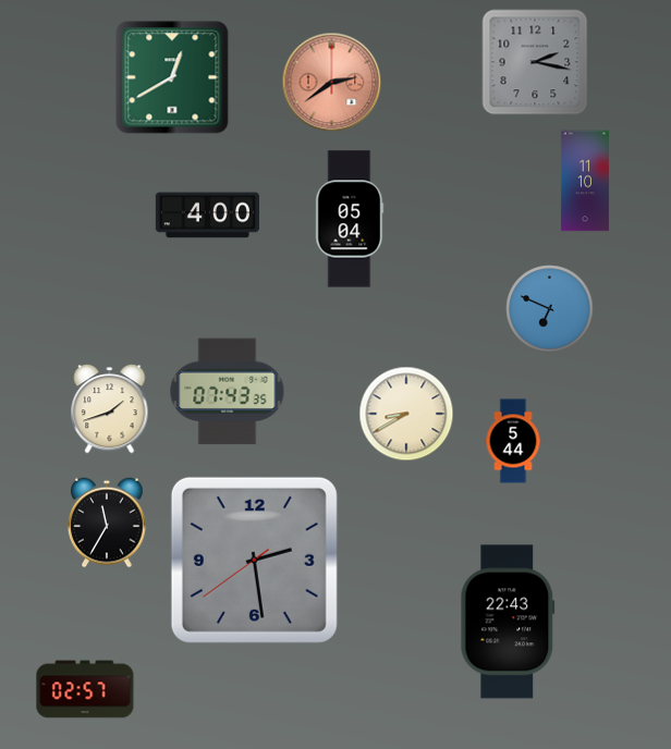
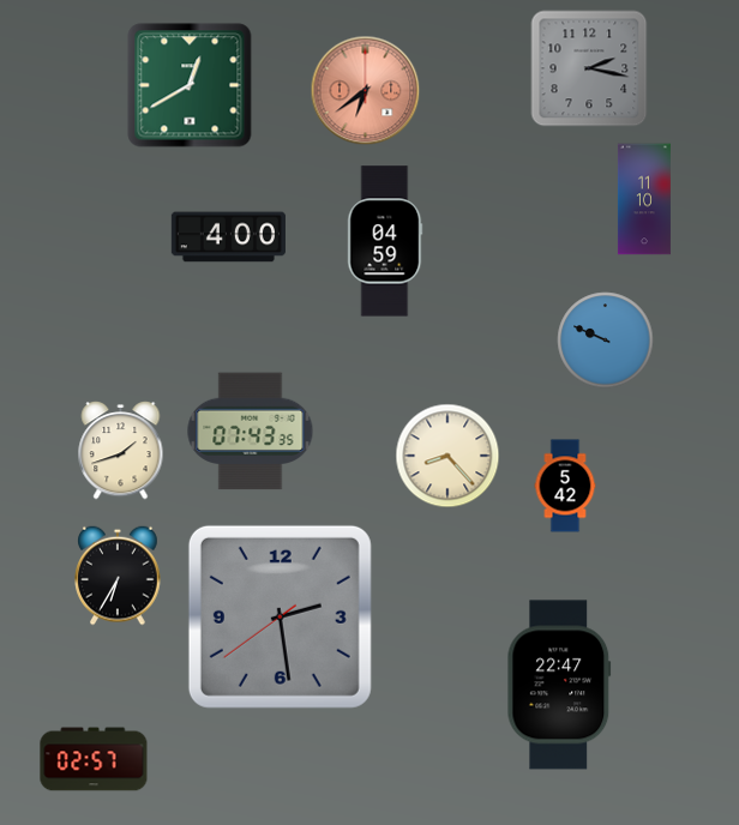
clock at (332, 83): 2:39 -> 6:39
clock at (350, 219): 05:04 -> 04:59
clock at (550, 309): 6:49 -> 9:49
clock at (406, 414): 8:40 -> 8:23
clock at (513, 441): 5:44 -> 5:42
clock at (107, 523): 11:35 -> 6:35
clock at (508, 622): 22:43 -> 22:47
